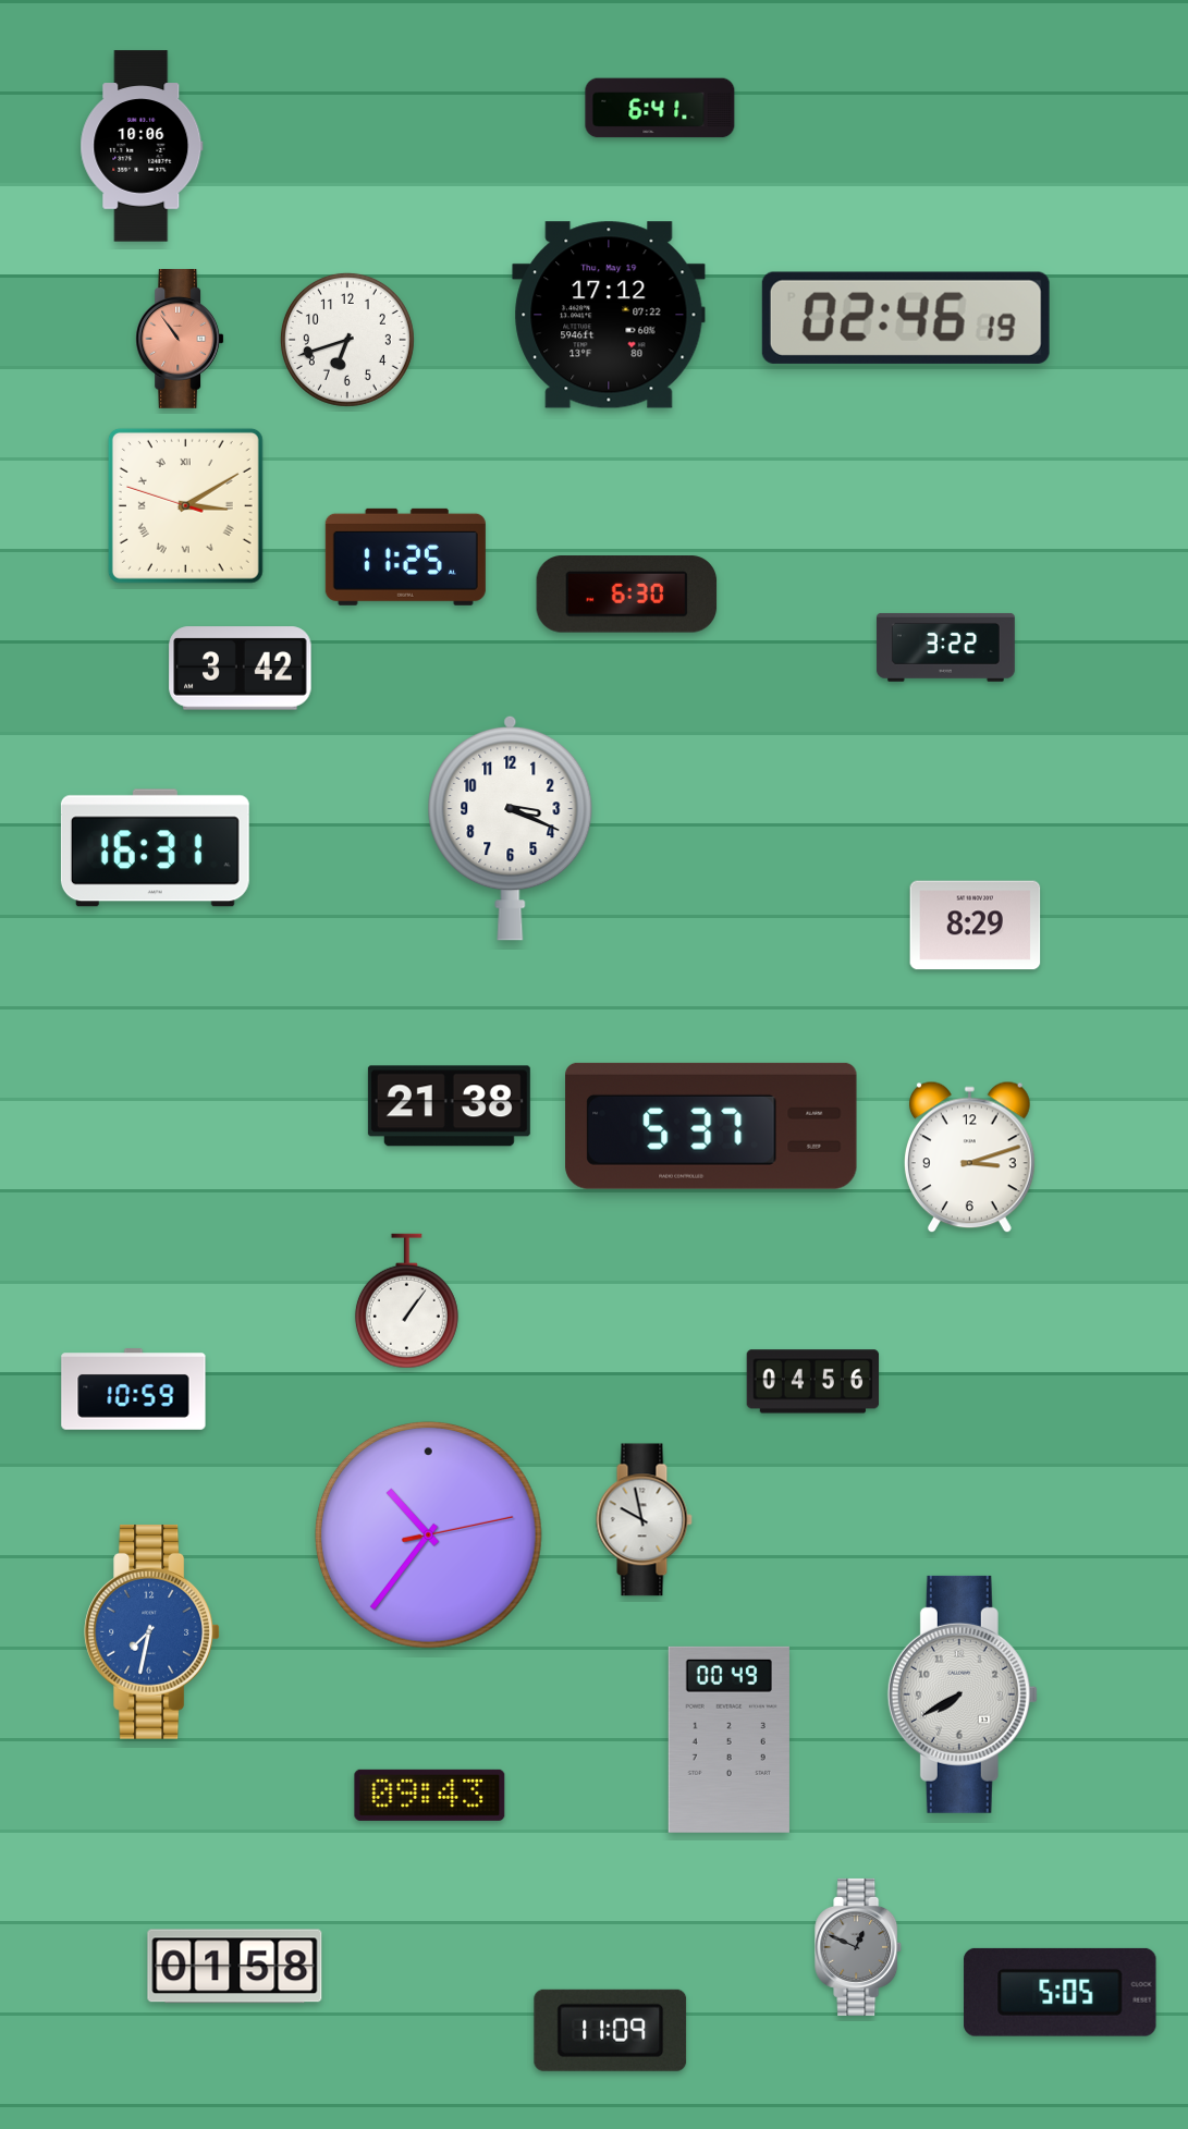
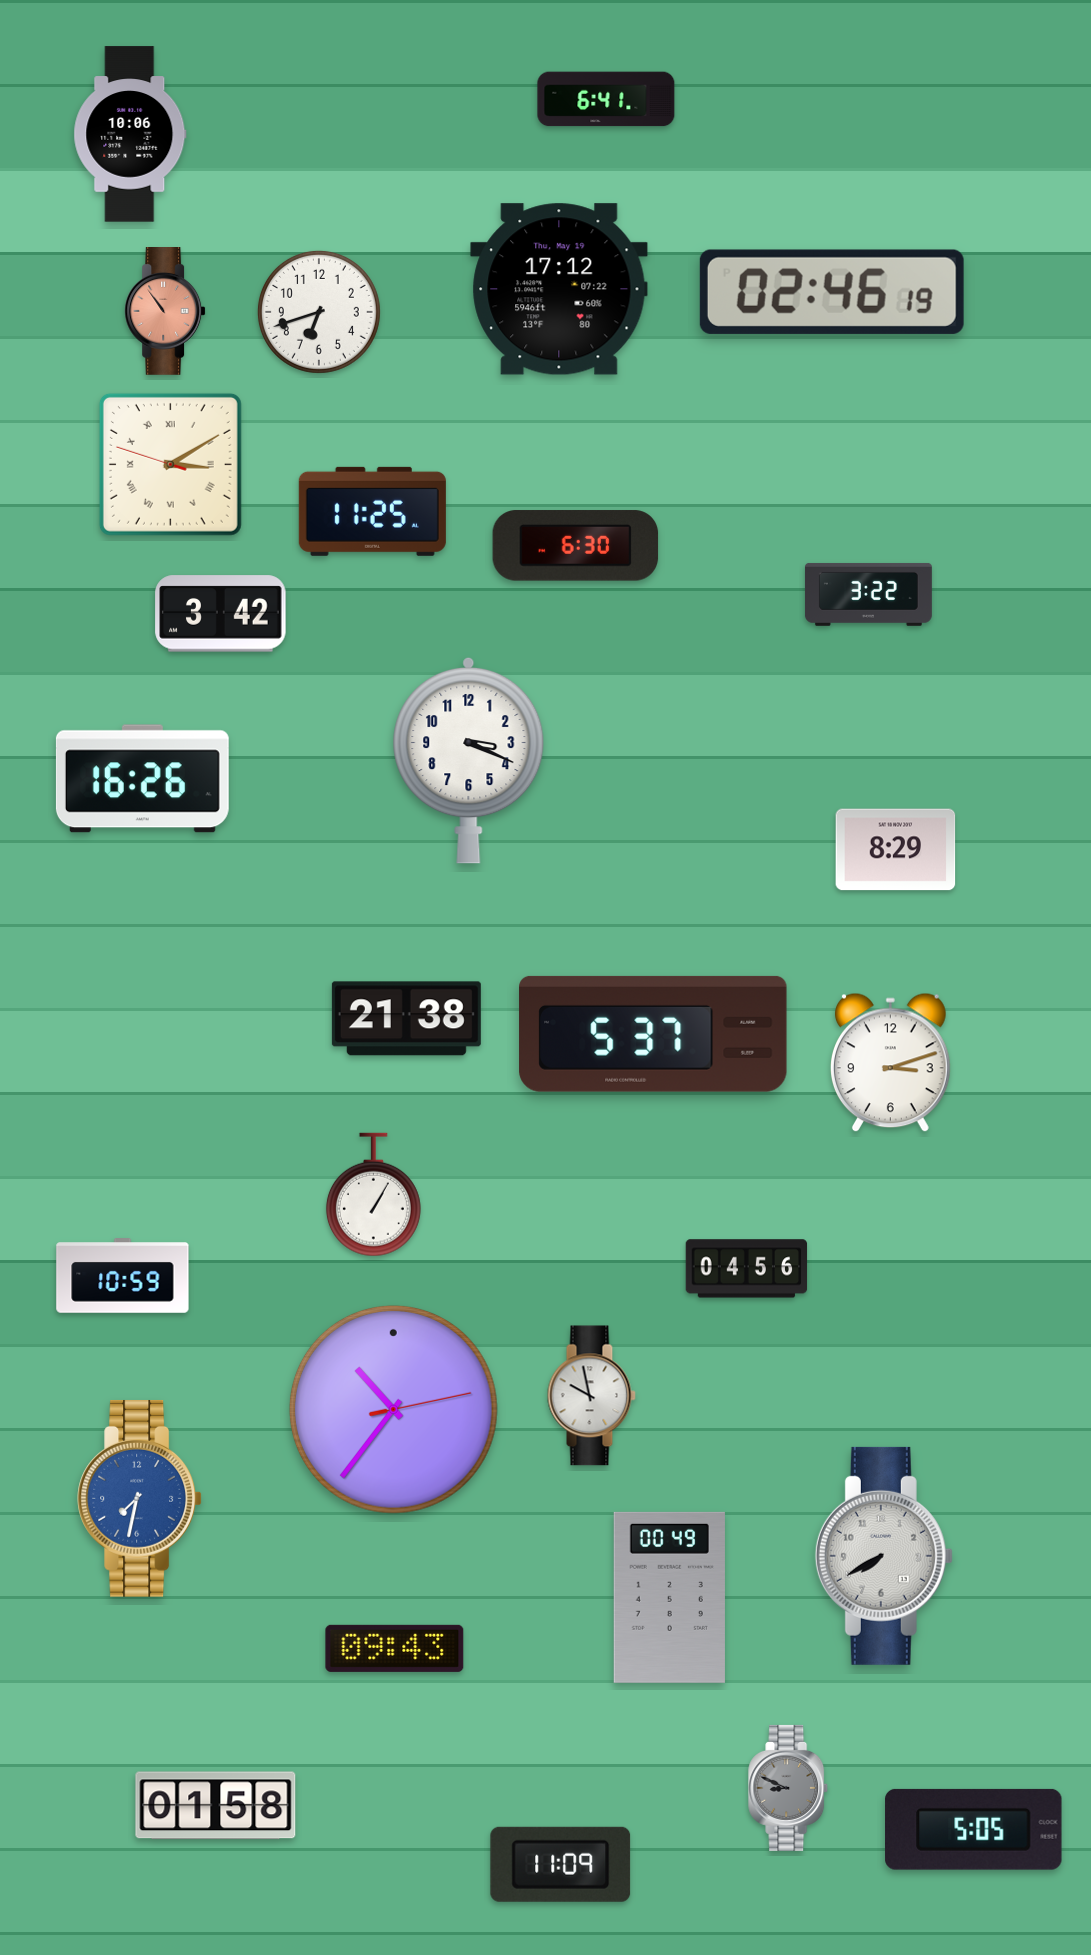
clock at (155, 848): 16:31 -> 16:26
clock at (449, 1106) position: (449, 1106) -> (406, 1019)
clock at (406, 1301): 1:06 -> 1:05
clock at (859, 1947): 12:49 -> 8:49
